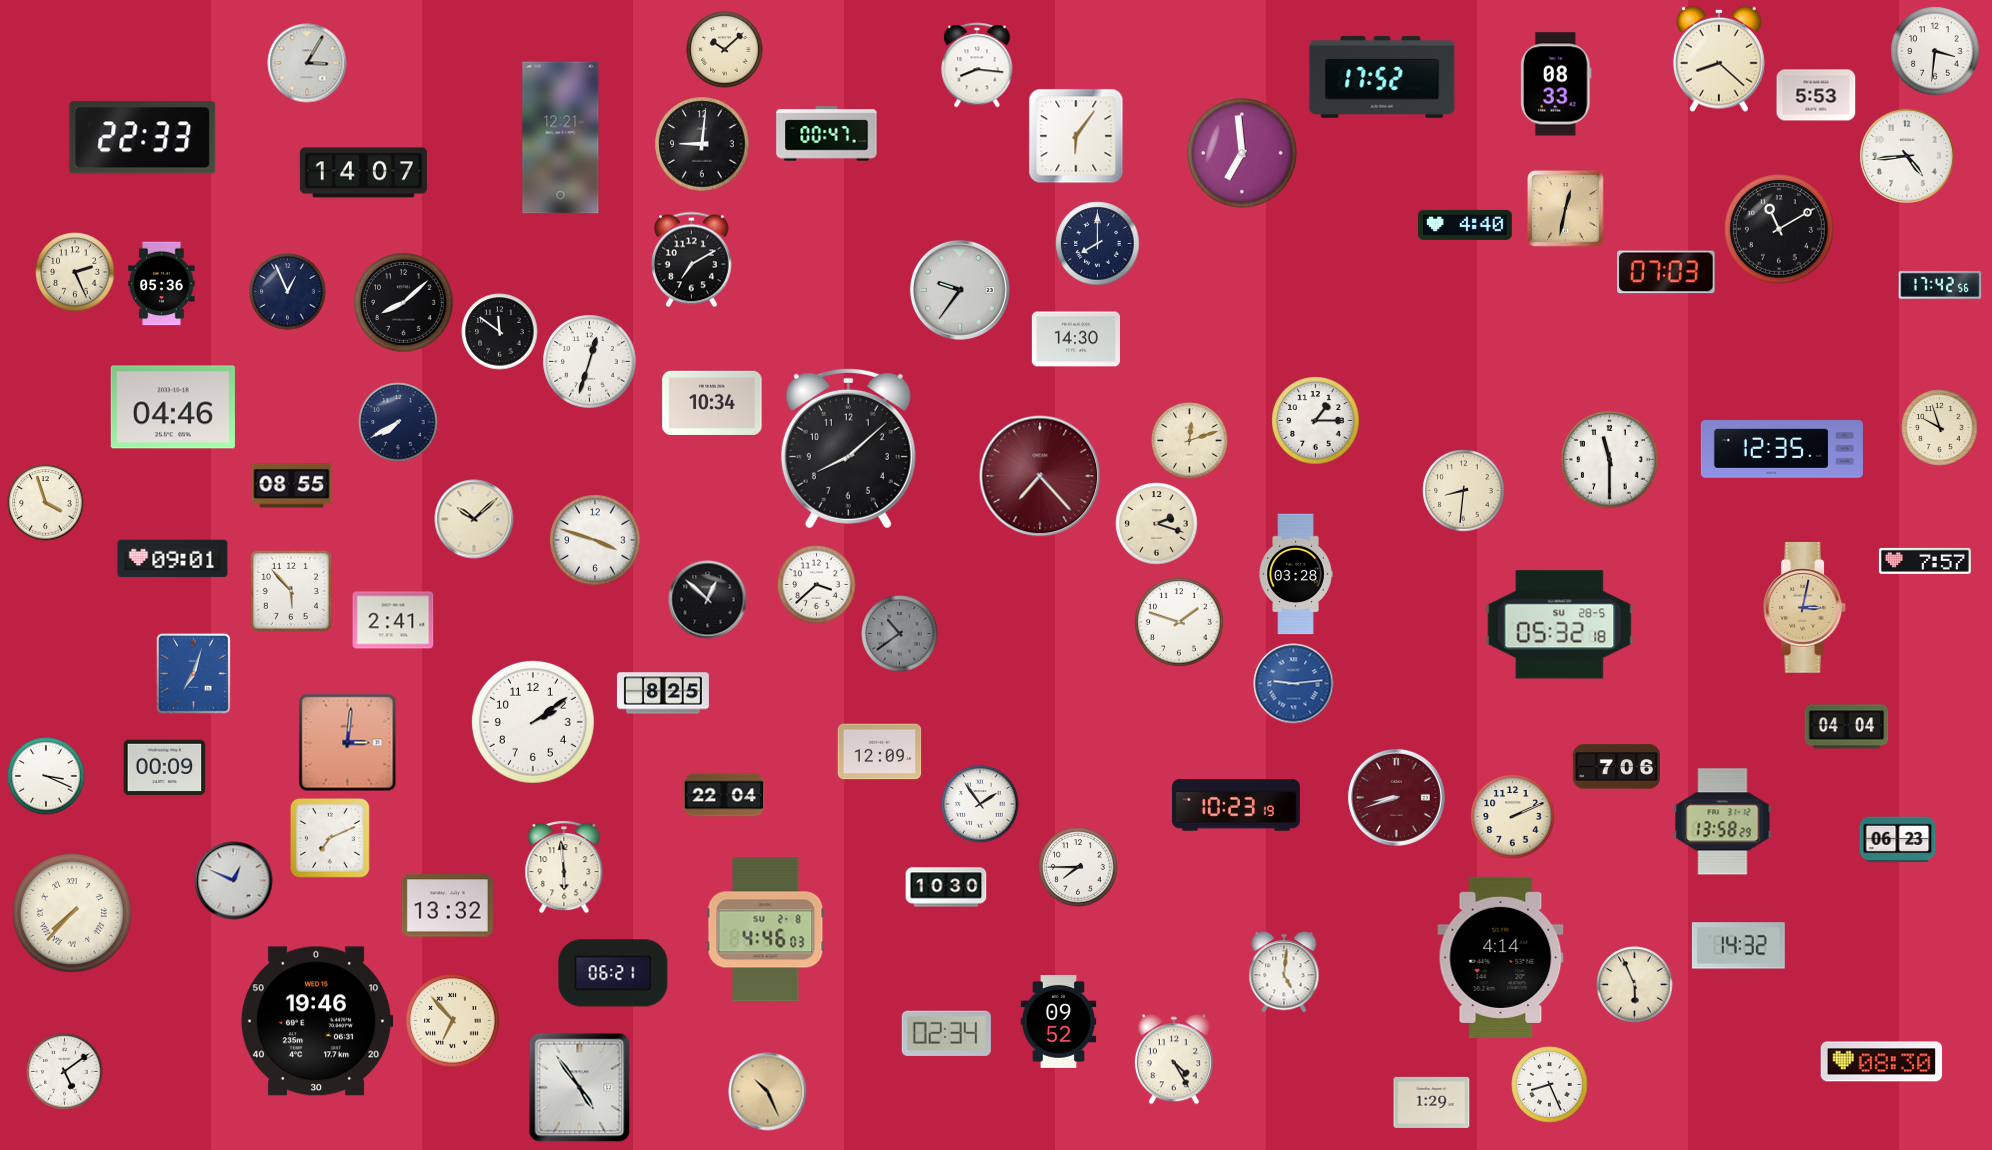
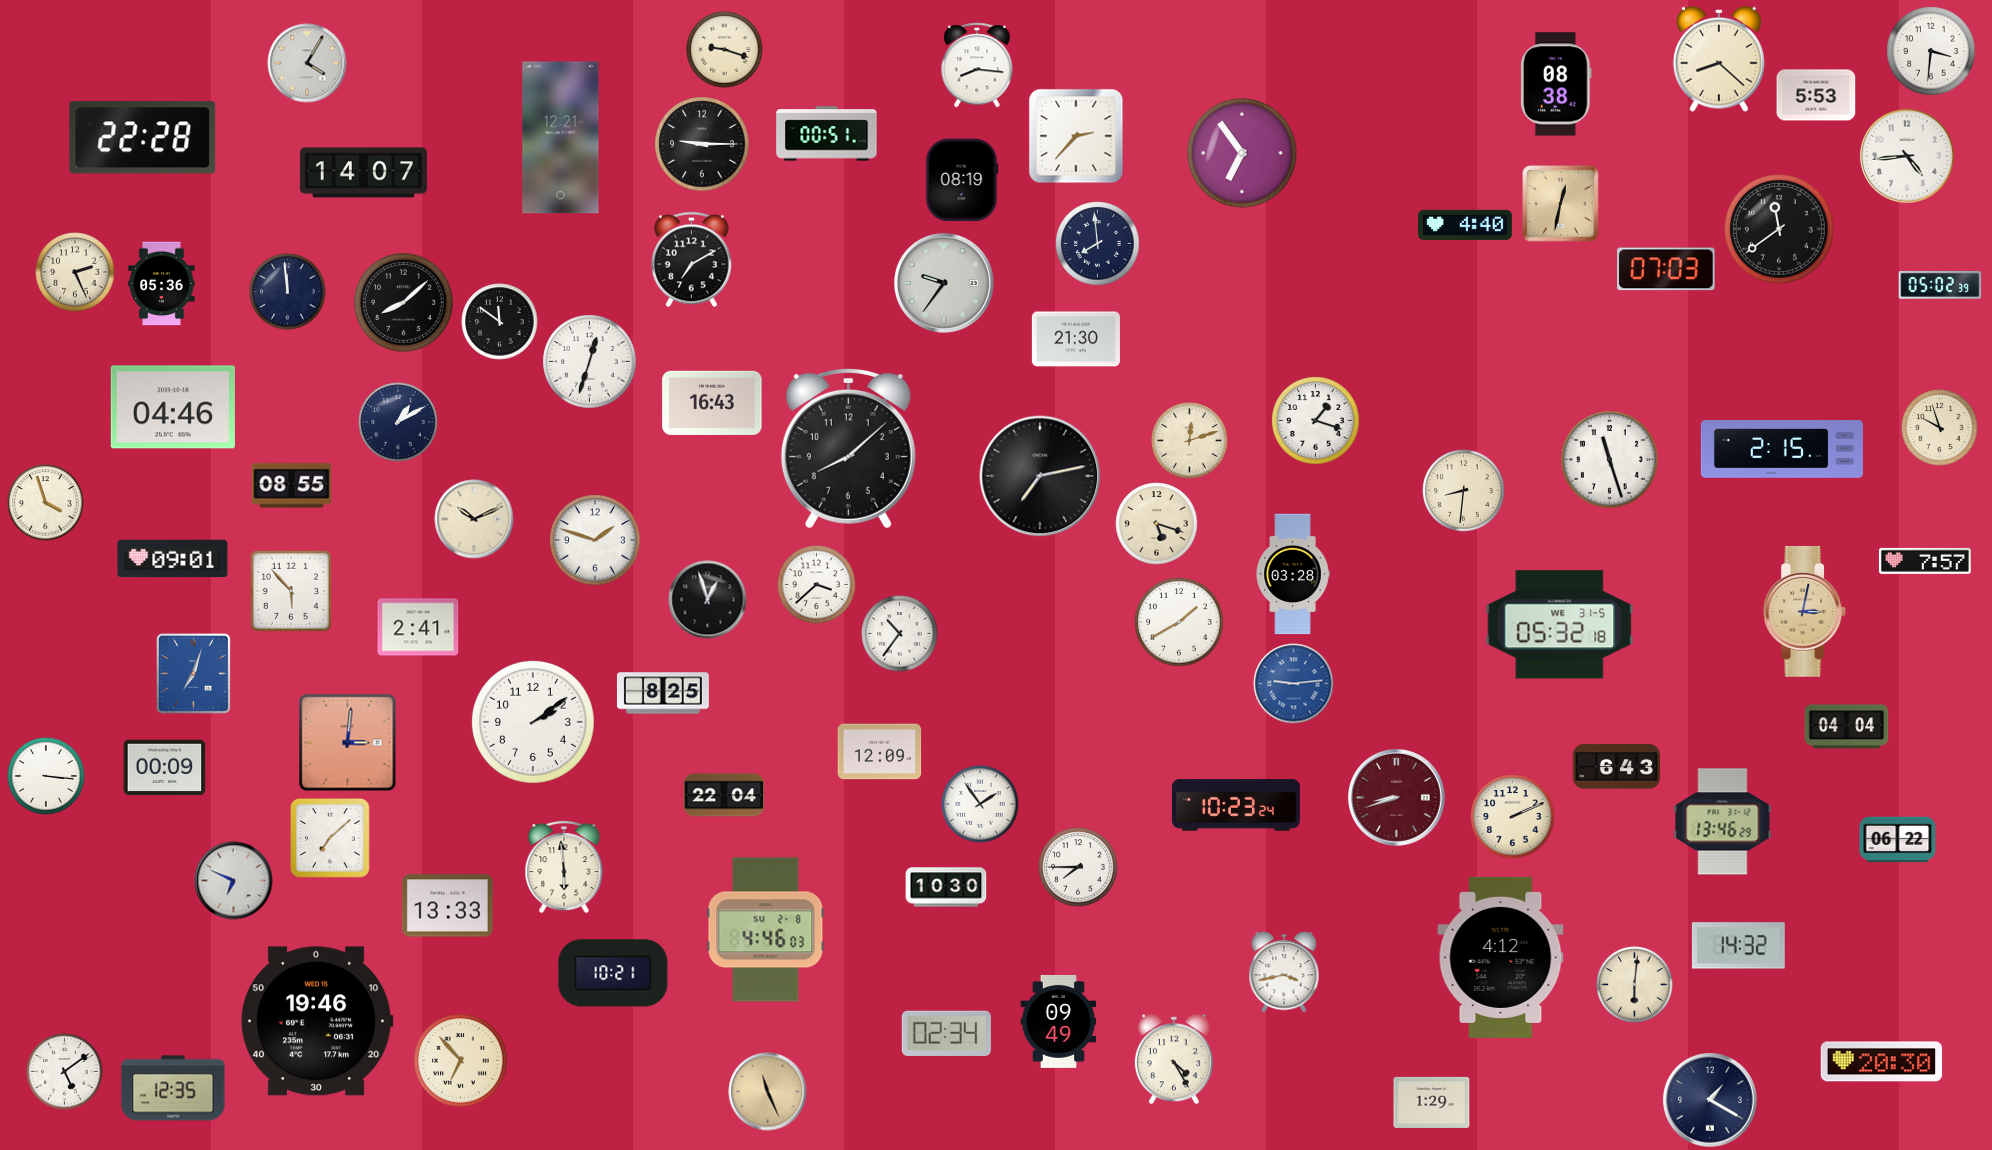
clock at (725, 50): 10:08 -> 9:18
clock at (1935, 51) position: (1935, 51) -> (1931, 51)
clock at (307, 63): 3:05 -> 4:05
clock at (1382, 77): 17:52 -> none
clock at (1556, 84): 08:33 -> 08:38
clock at (827, 134): 00:47 -> 00:51
clock at (1076, 136): 6:06 -> 2:37
clock at (143, 138): 22:33 -> 22:28
clock at (702, 144): 9:01 -> 9:15
clock at (1243, 154): 6:59 -> 6:54
clock at (962, 180): none -> 08:19
clock at (1566, 209) position: (1566, 209) -> (1561, 204)
clock at (1780, 230): 11:10 -> 11:39
clock at (1098, 244): 8:00 -> 7:59
clock at (1666, 272) position: (1666, 272) -> (1666, 269)
clock at (1940, 285): 17:42 -> 05:02
clock at (960, 290) position: (960, 290) -> (944, 283)
clock at (288, 292): 12:56 -> 11:59
clock at (500, 332) position: (500, 332) -> (500, 322)
clock at (1076, 339): 14:30 -> 21:30
clock at (712, 403): 10:34 -> 16:43
clock at (1316, 421): 1:15 -> 1:18
clock at (398, 422): 7:40 -> 1:10
clock at (1782, 449): 12:35 -> 2:15
clock at (1610, 460): 11:30 -> 11:27
clock at (1040, 476): 7:23 -> 7:13
clock at (1040, 476) dial: burgundy -> black
clock at (474, 519): 10:08 -> 10:11
clock at (1157, 524): 2:18 -> 5:18
clock at (595, 540): 3:48 -> 1:48
clock at (1296, 574) position: (1296, 574) -> (1293, 574)
clock at (708, 600): 12:52 -> 12:57
clock at (1804, 608) position: (1804, 608) -> (1804, 612)
clock at (393, 620) position: (393, 620) -> (418, 627)
clock at (1179, 622): 1:48 -> 1:40
clock at (1560, 625) date: SU 28-5 -> WE 31-5
clock at (900, 634): 10:39 -> 10:36
clock at (900, 634) dial: grey -> white
clock at (1616, 767): 7:06 -> 6:43
clock at (46, 776): 3:19 -> 3:16
clock at (1236, 805): 10:23:19 -> 10:23:24
clock at (1723, 822): 13:58 -> 13:46
clock at (330, 838): 7:11 -> 7:08
clock at (1898, 840): 06:23 -> 06:22
clock at (234, 881): 12:49 -> 6:49
clock at (447, 906): 13:32 -> 13:33
clock at (72, 913): 7:37 -> none
clock at (1501, 957): 4:14 -> 4:12
clock at (1284, 972): 5:01 -> 3:43
clock at (613, 973): 06:21 -> 10:21
clock at (1635, 985): 5:56 -> 6:01
clock at (453, 1021) position: (453, 1021) -> (461, 1061)
clock at (1059, 1021): 09:52 -> 09:49
clock at (1882, 1062): 08:30 -> 20:30
clock at (1550, 1085): 8:26 -> none
clock at (173, 1088): none -> 12:35
clock at (580, 1088): 4:54 -> none
clock at (768, 1092): 10:26 -> 11:26
clock at (1711, 1101): none -> 1:20
